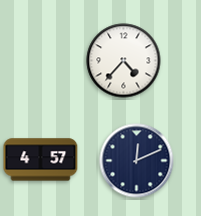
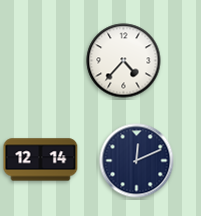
clock at (41, 160): 4:57 -> 12:14
